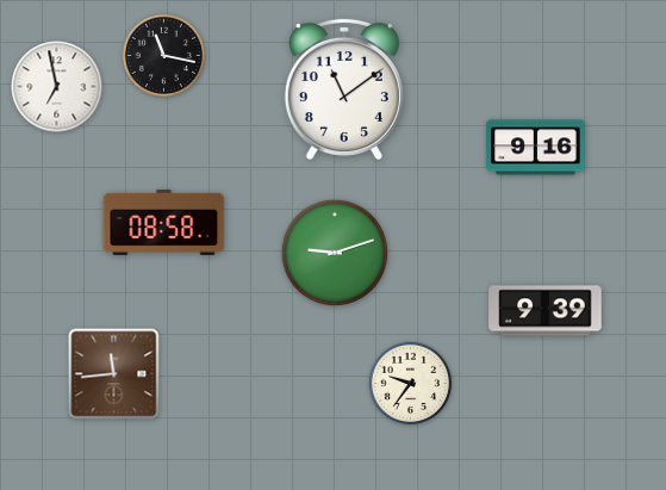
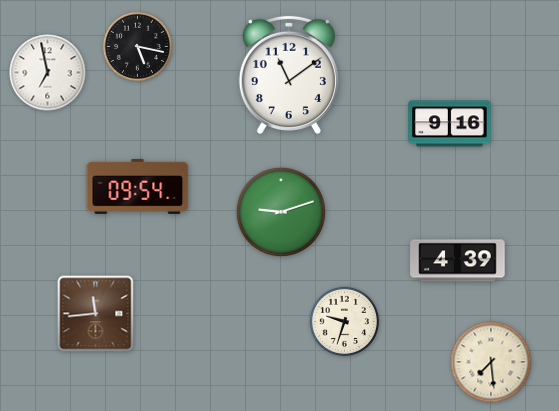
clock at (163, 55): 11:17 -> 5:17
clock at (164, 222): 08:58 -> 09:54
clock at (546, 311): 9:39 -> 4:39
clock at (410, 383): 9:36 -> 9:33
clock at (491, 362): none -> 7:29
